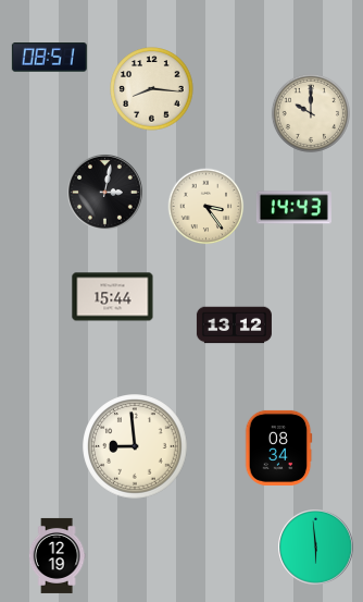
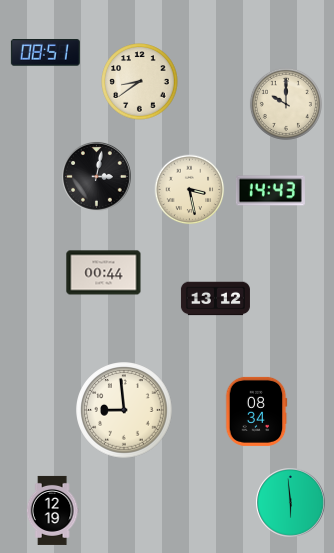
clock at (152, 89): 8:16 -> 8:39
clock at (206, 207): 3:24 -> 3:28
clock at (113, 297): 15:44 -> 00:44
